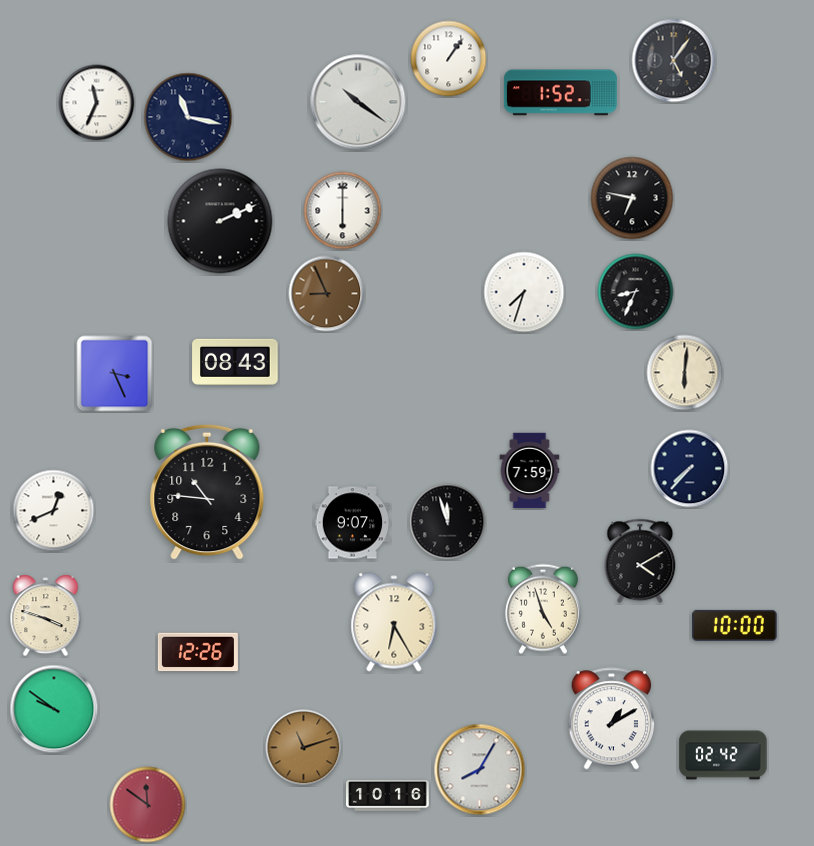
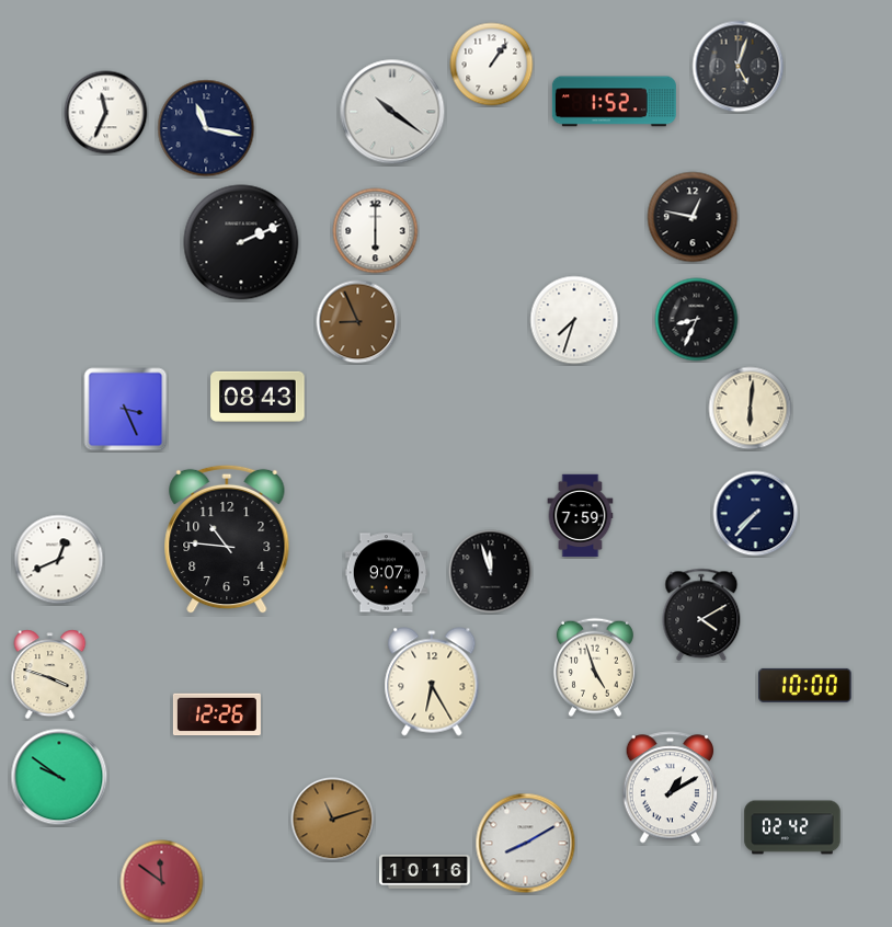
clock at (674, 61): 5:06 -> 5:03
clock at (632, 198): 6:47 -> 12:47
clock at (480, 770): 8:05 -> 8:10
